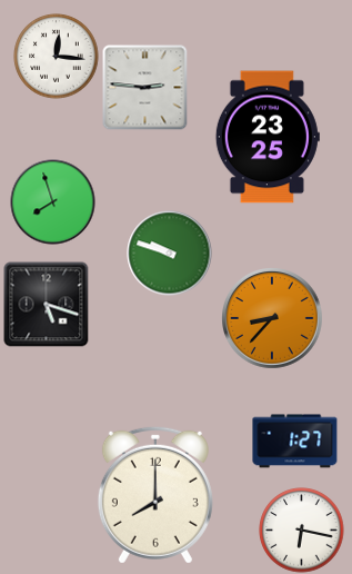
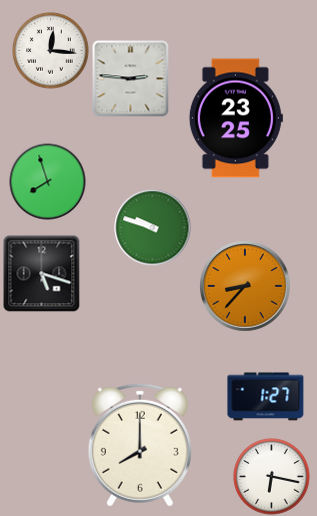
clock at (268, 137) position: (268, 137) -> (236, 118)
